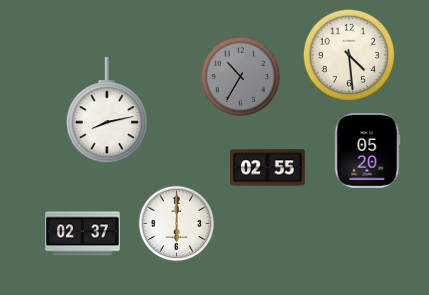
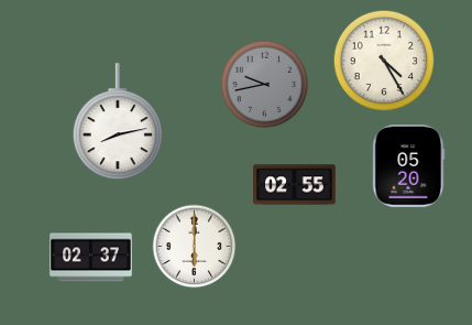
clock at (349, 55): 4:29 -> 4:25
clock at (241, 77): 10:35 -> 9:43
clock at (368, 151) position: (368, 151) -> (409, 166)
